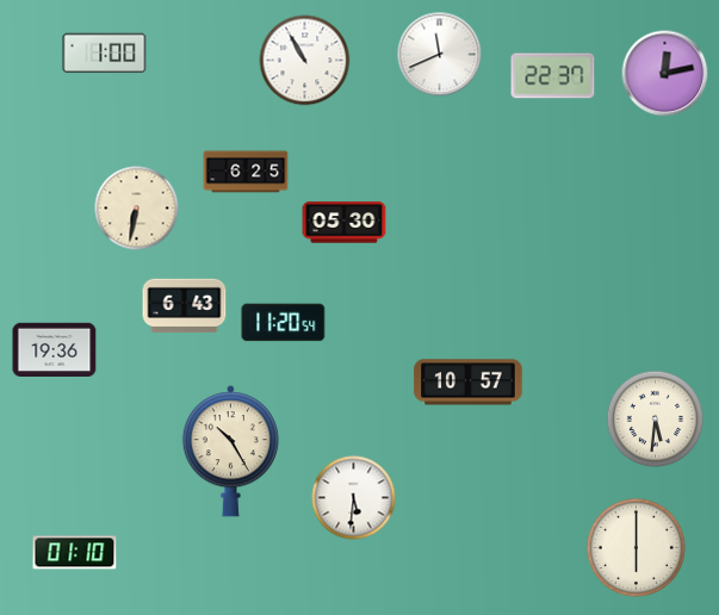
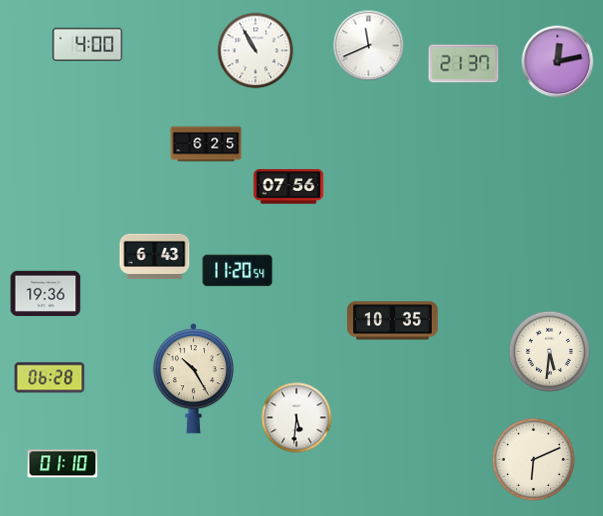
clock at (105, 54): 1:00 -> 4:00
clock at (553, 76): 22:37 -> 21:37
clock at (137, 209): 6:32 -> none
clock at (345, 223): 05:30 -> 07:56
clock at (469, 383): 10:57 -> 10:35
clock at (50, 378): none -> 06:28
clock at (636, 547): 6:00 -> 6:11
